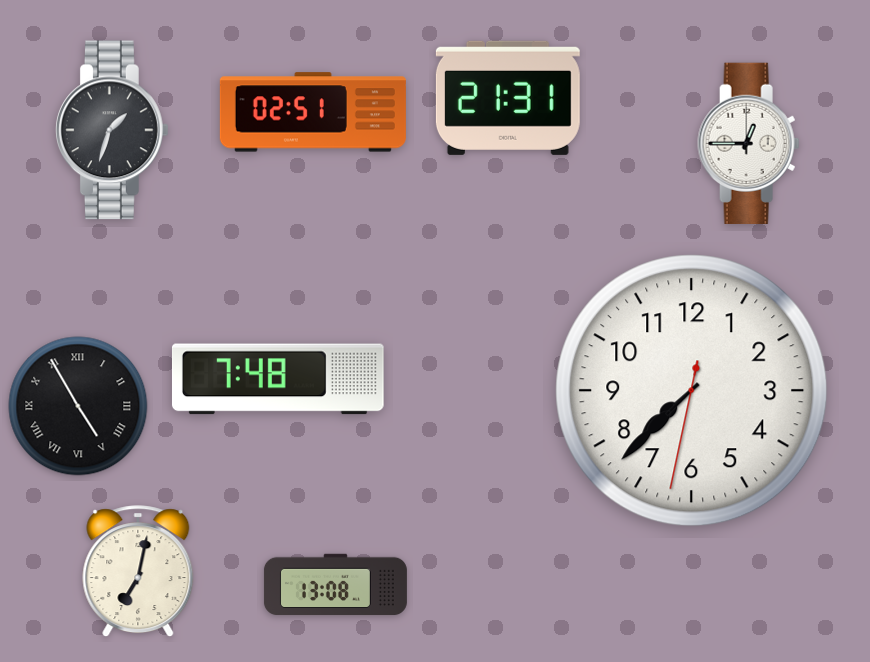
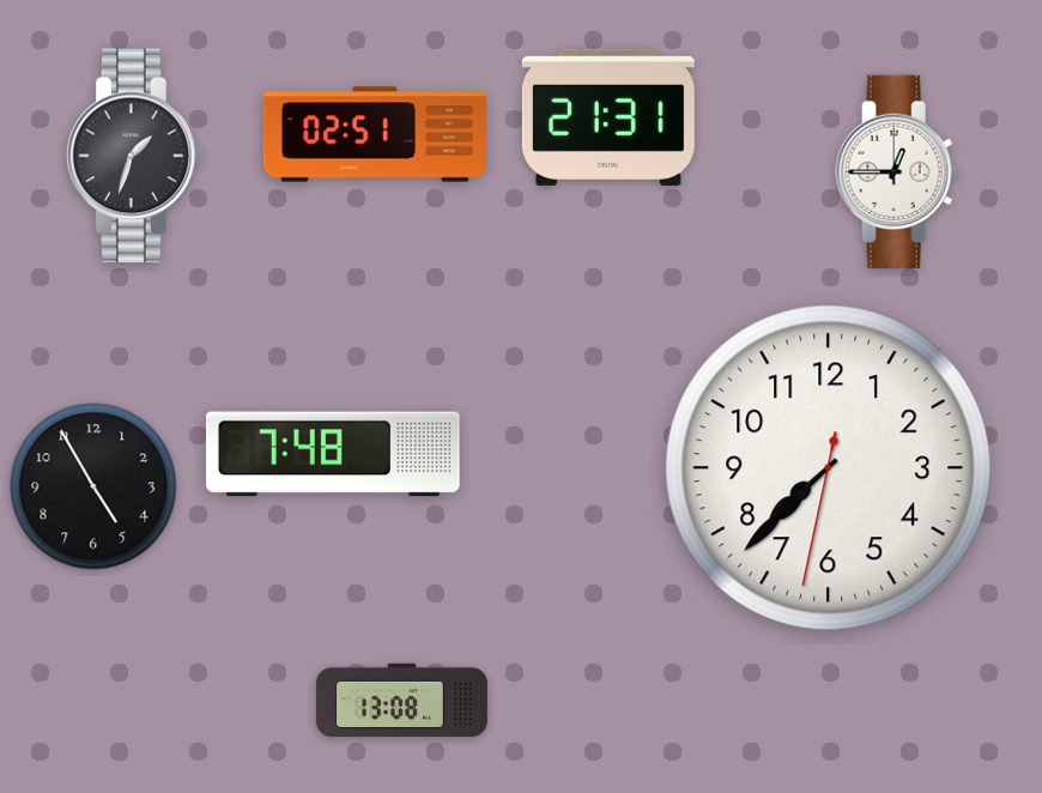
clock at (78, 406) numerals: Roman -> Arabic
clock at (138, 572): 7:02 -> none
